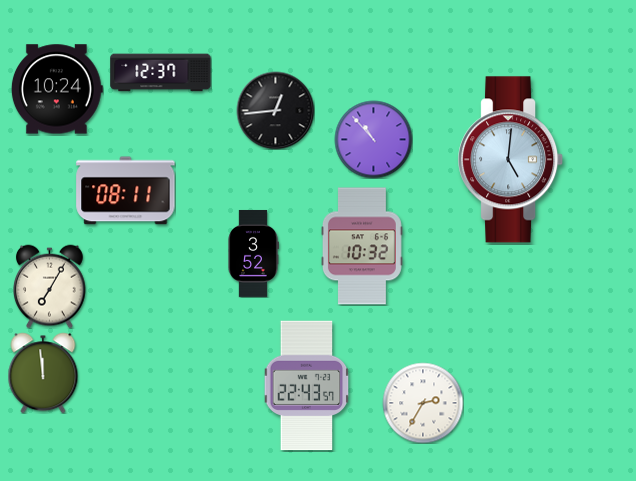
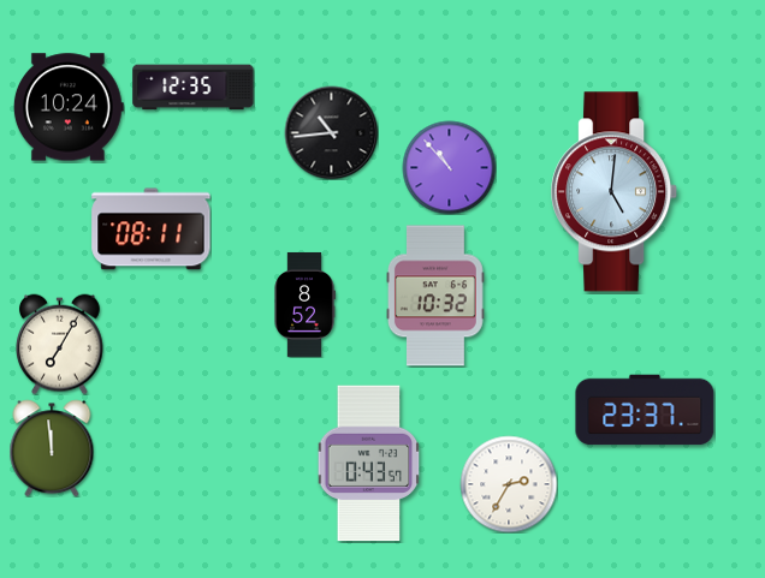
clock at (161, 73): 12:37 -> 12:35
clock at (275, 110): 12:44 -> 10:44
clock at (253, 253): 3:52 -> 8:52
clock at (645, 410): none -> 23:37
clock at (307, 386): 22:43 -> 0:43
